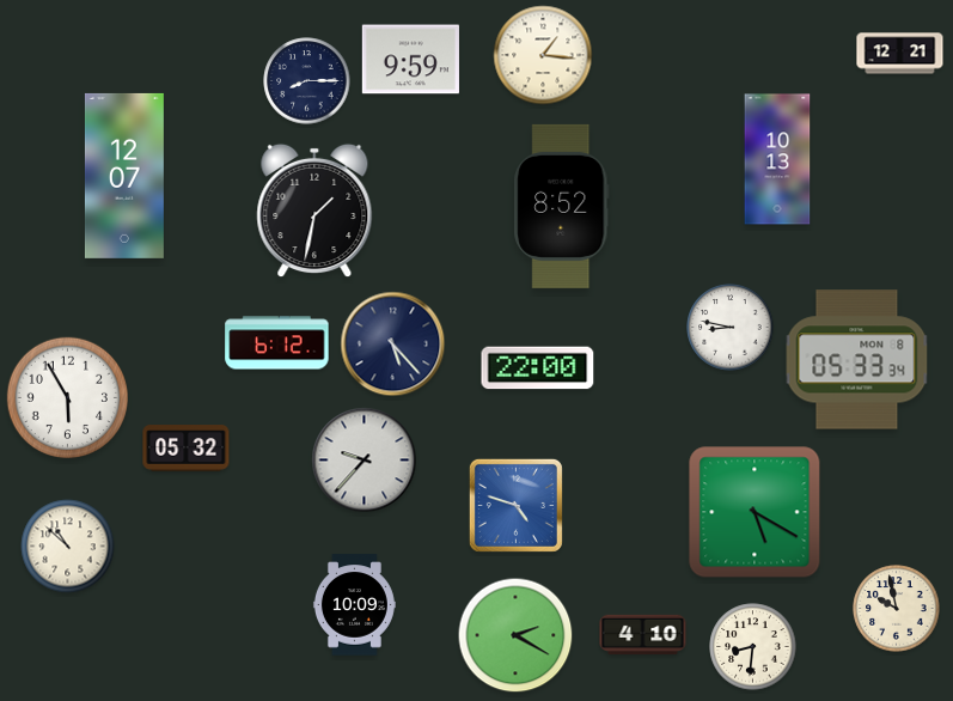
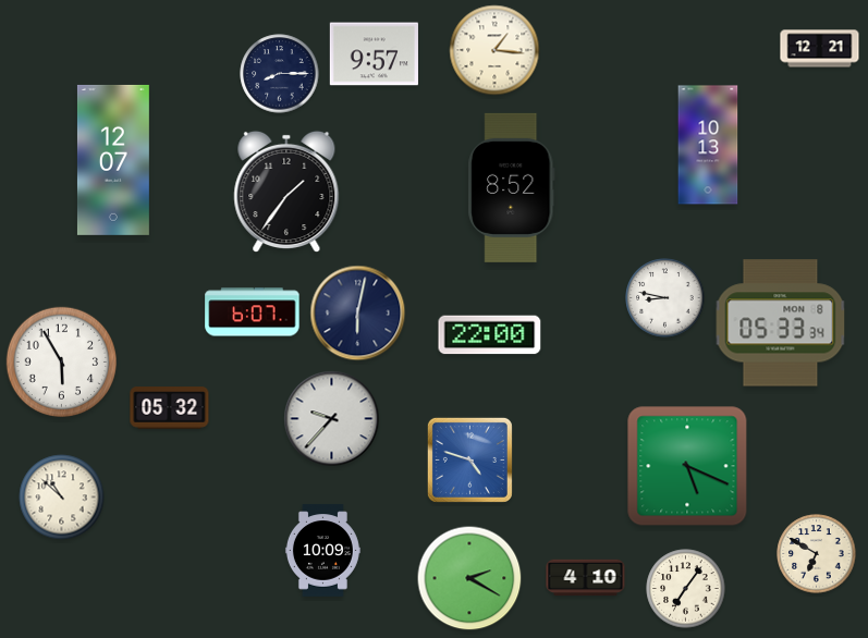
clock at (410, 60): 9:59 -> 9:57
clock at (314, 211): 1:32 -> 1:36
clock at (277, 343): 6:12 -> 6:07
clock at (393, 345): 5:23 -> 6:02
clock at (857, 360) position: (857, 360) -> (781, 323)
clock at (755, 512): 5:20 -> 5:19
clock at (897, 609): 9:58 -> 6:50
clock at (753, 647): 8:31 -> 7:06
